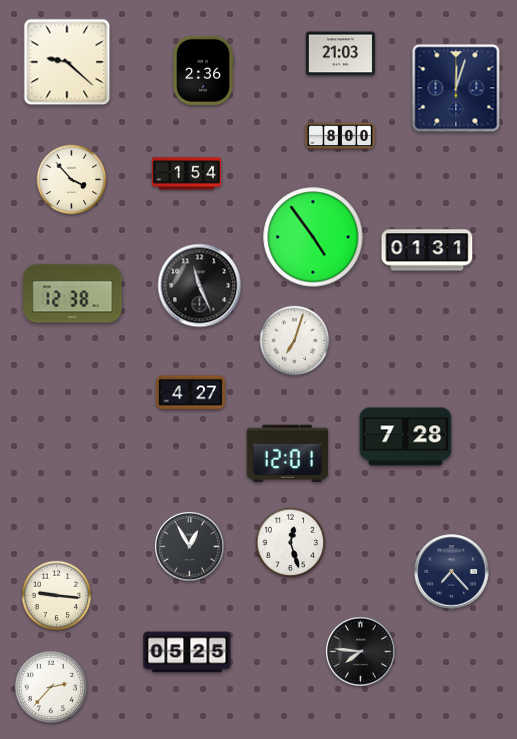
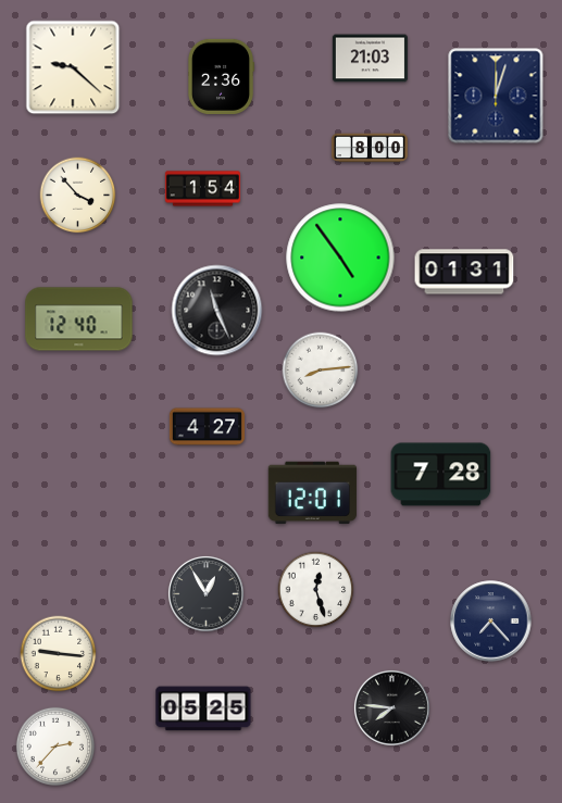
clock at (73, 294): 12:38 -> 12:40
clock at (295, 341): 7:03 -> 8:14
clock at (57, 596) position: (57, 596) -> (59, 654)
